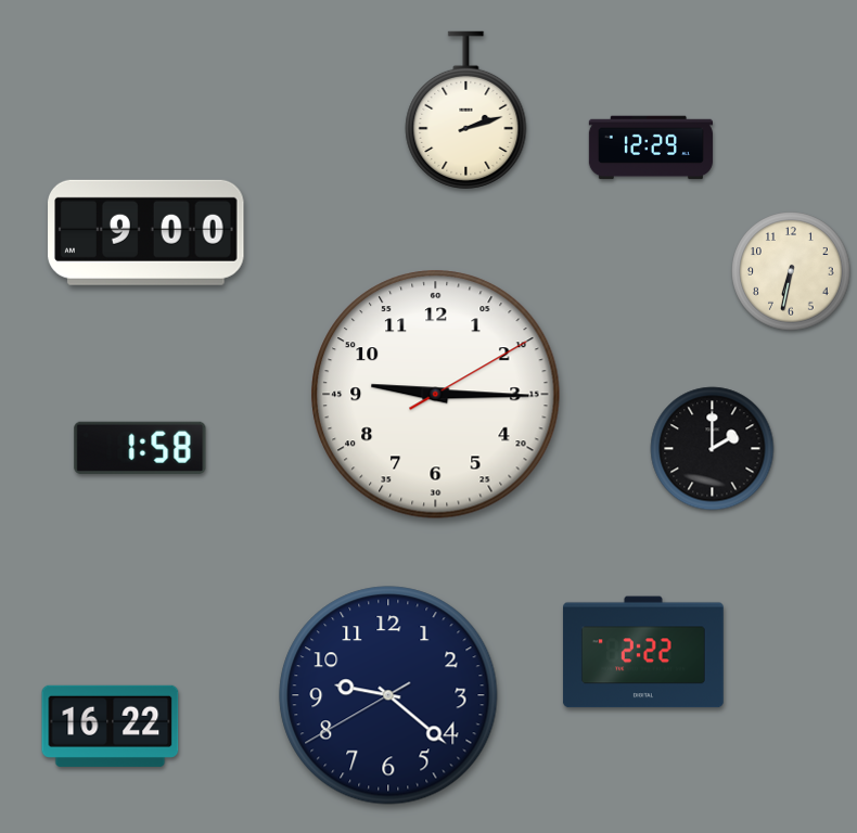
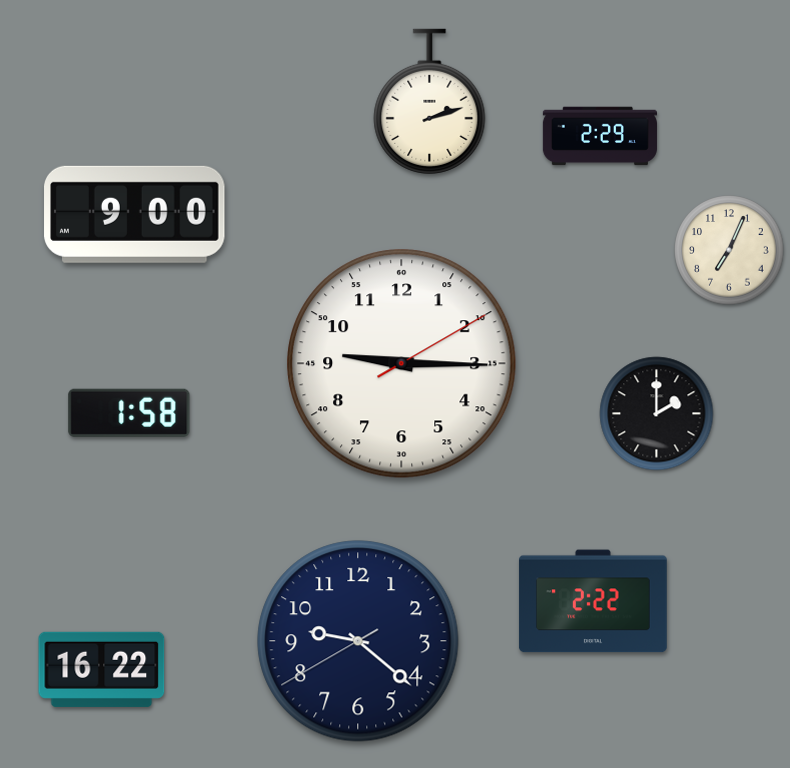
clock at (651, 148): 12:29 -> 2:29
clock at (791, 271): 6:32 -> 7:04
